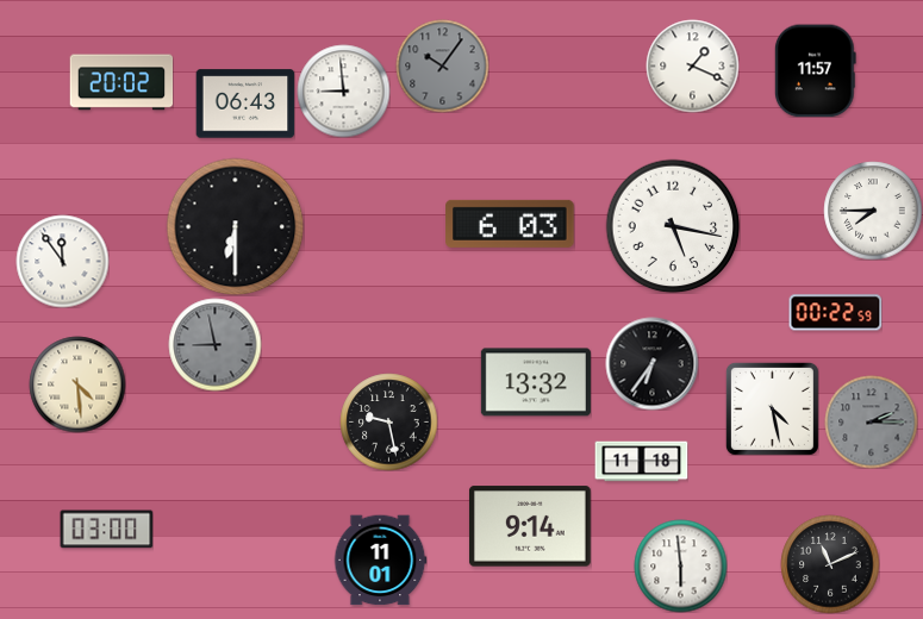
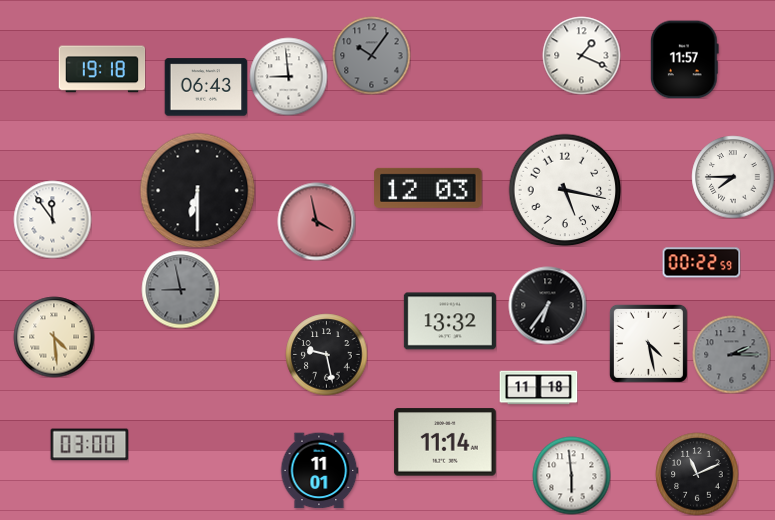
clock at (121, 82): 20:02 -> 19:18
clock at (510, 224): 6:03 -> 12:03
clock at (316, 221): none -> 3:58
clock at (77, 384) position: (77, 384) -> (54, 337)
clock at (530, 526): 9:14 -> 11:14
